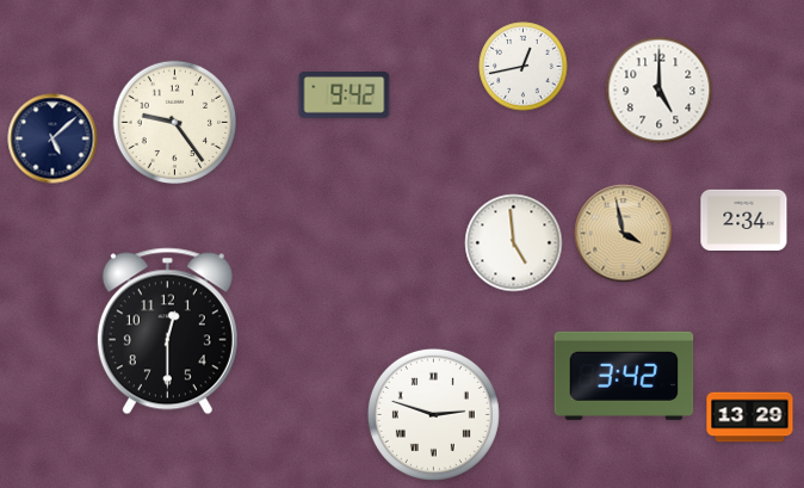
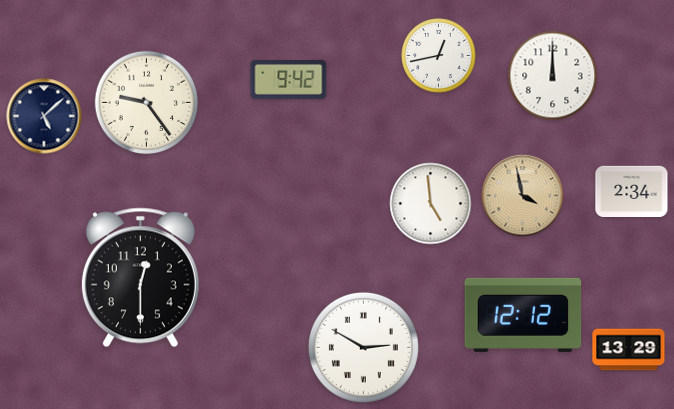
clock at (660, 91): 5:00 -> 12:00
clock at (744, 221) position: (744, 221) -> (632, 192)
clock at (624, 376): 3:42 -> 12:12
clock at (433, 414): 2:48 -> 2:50
